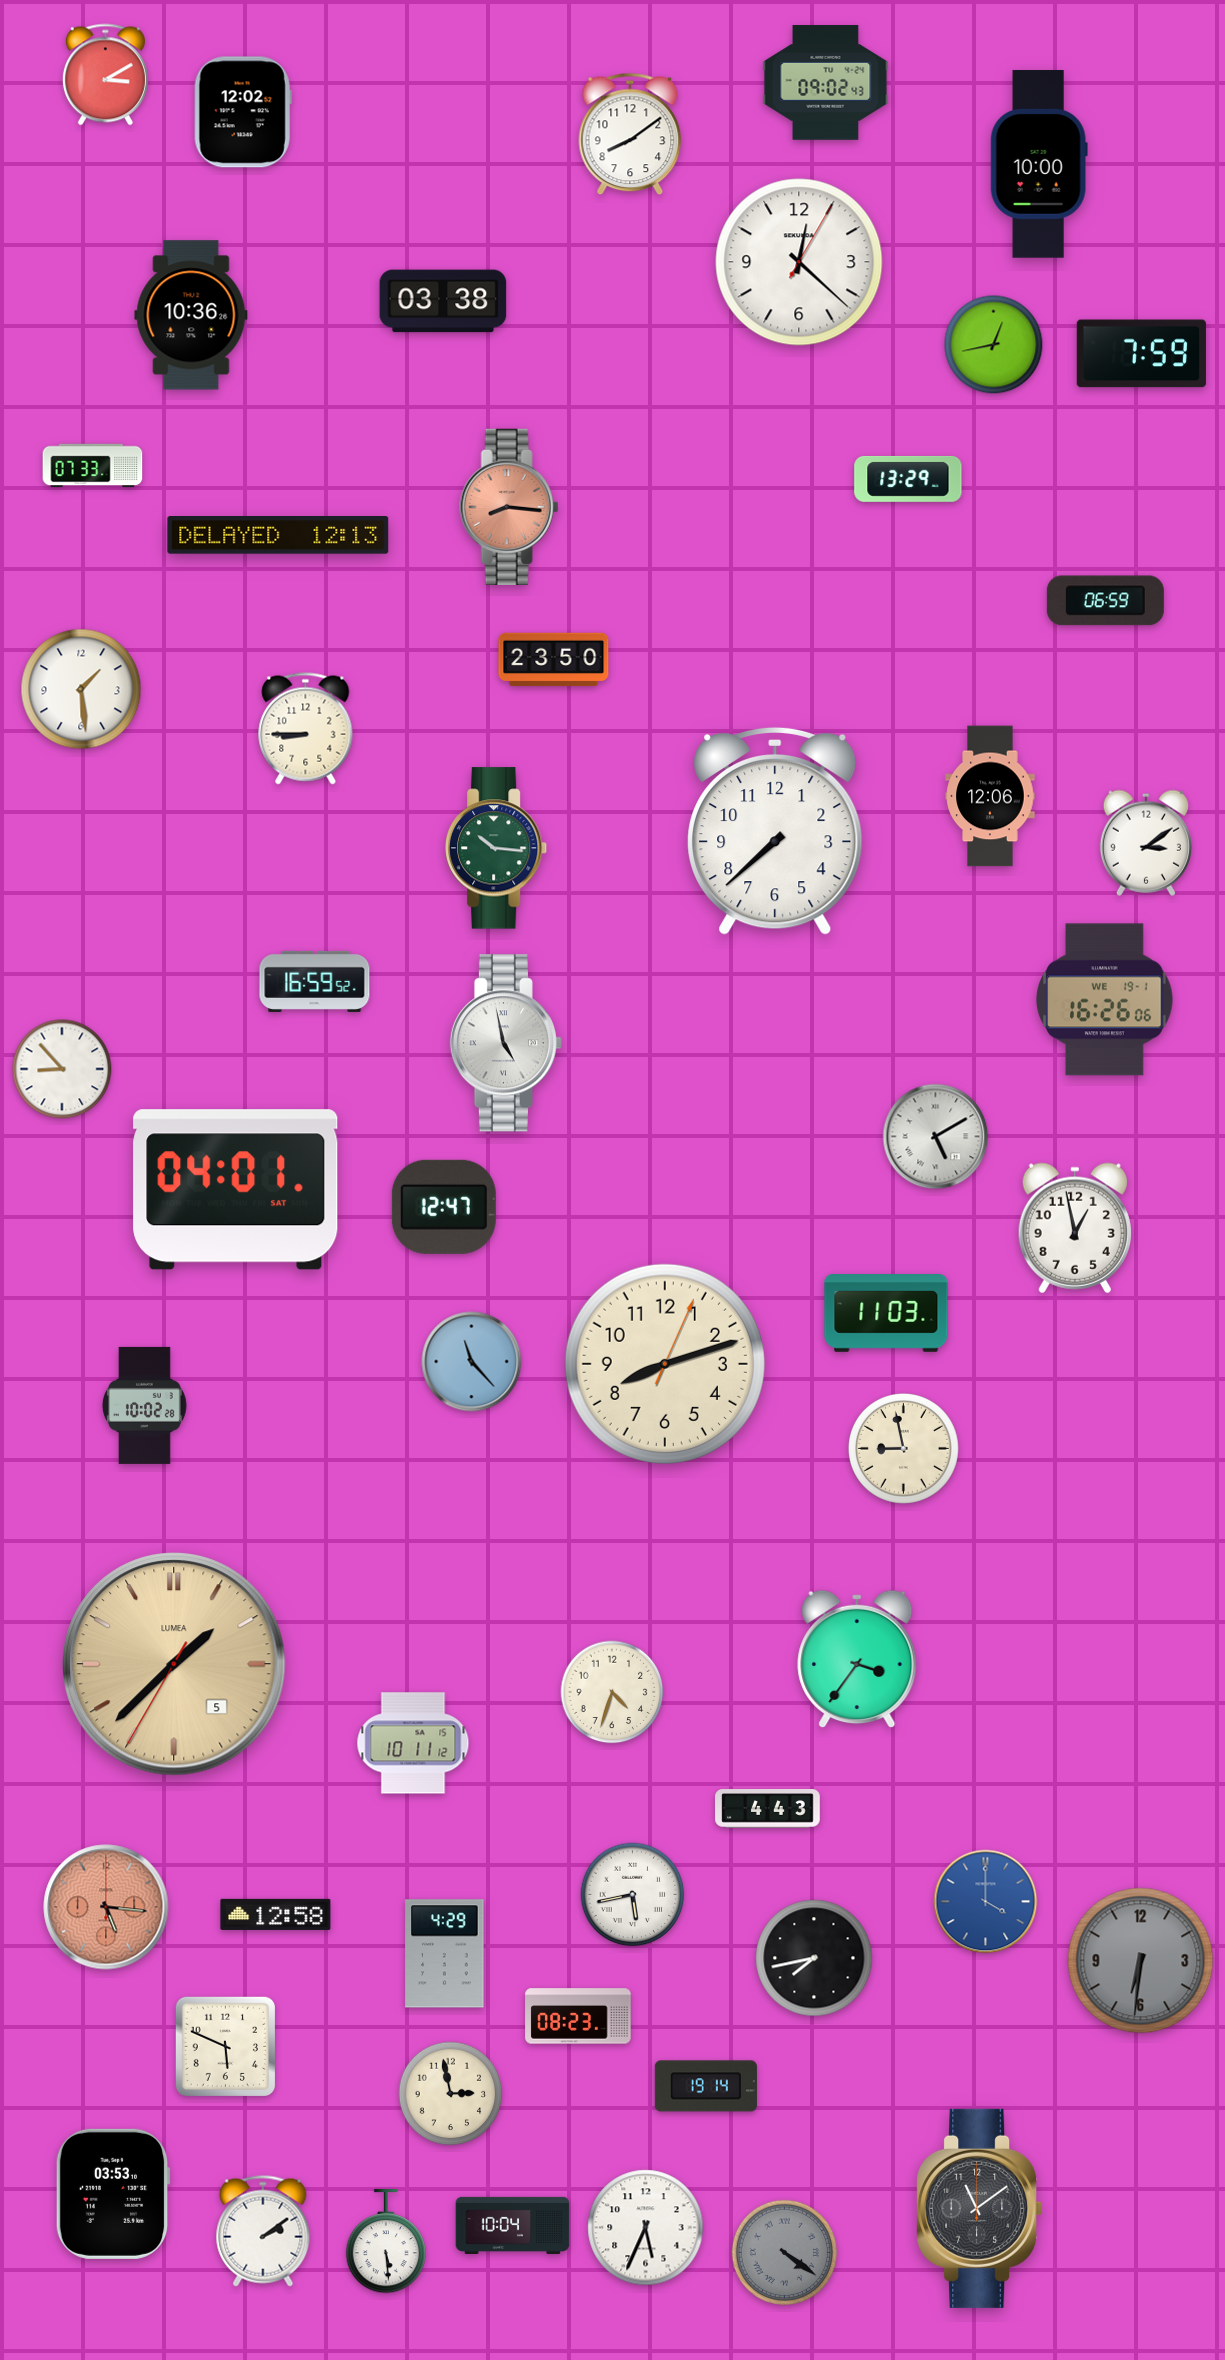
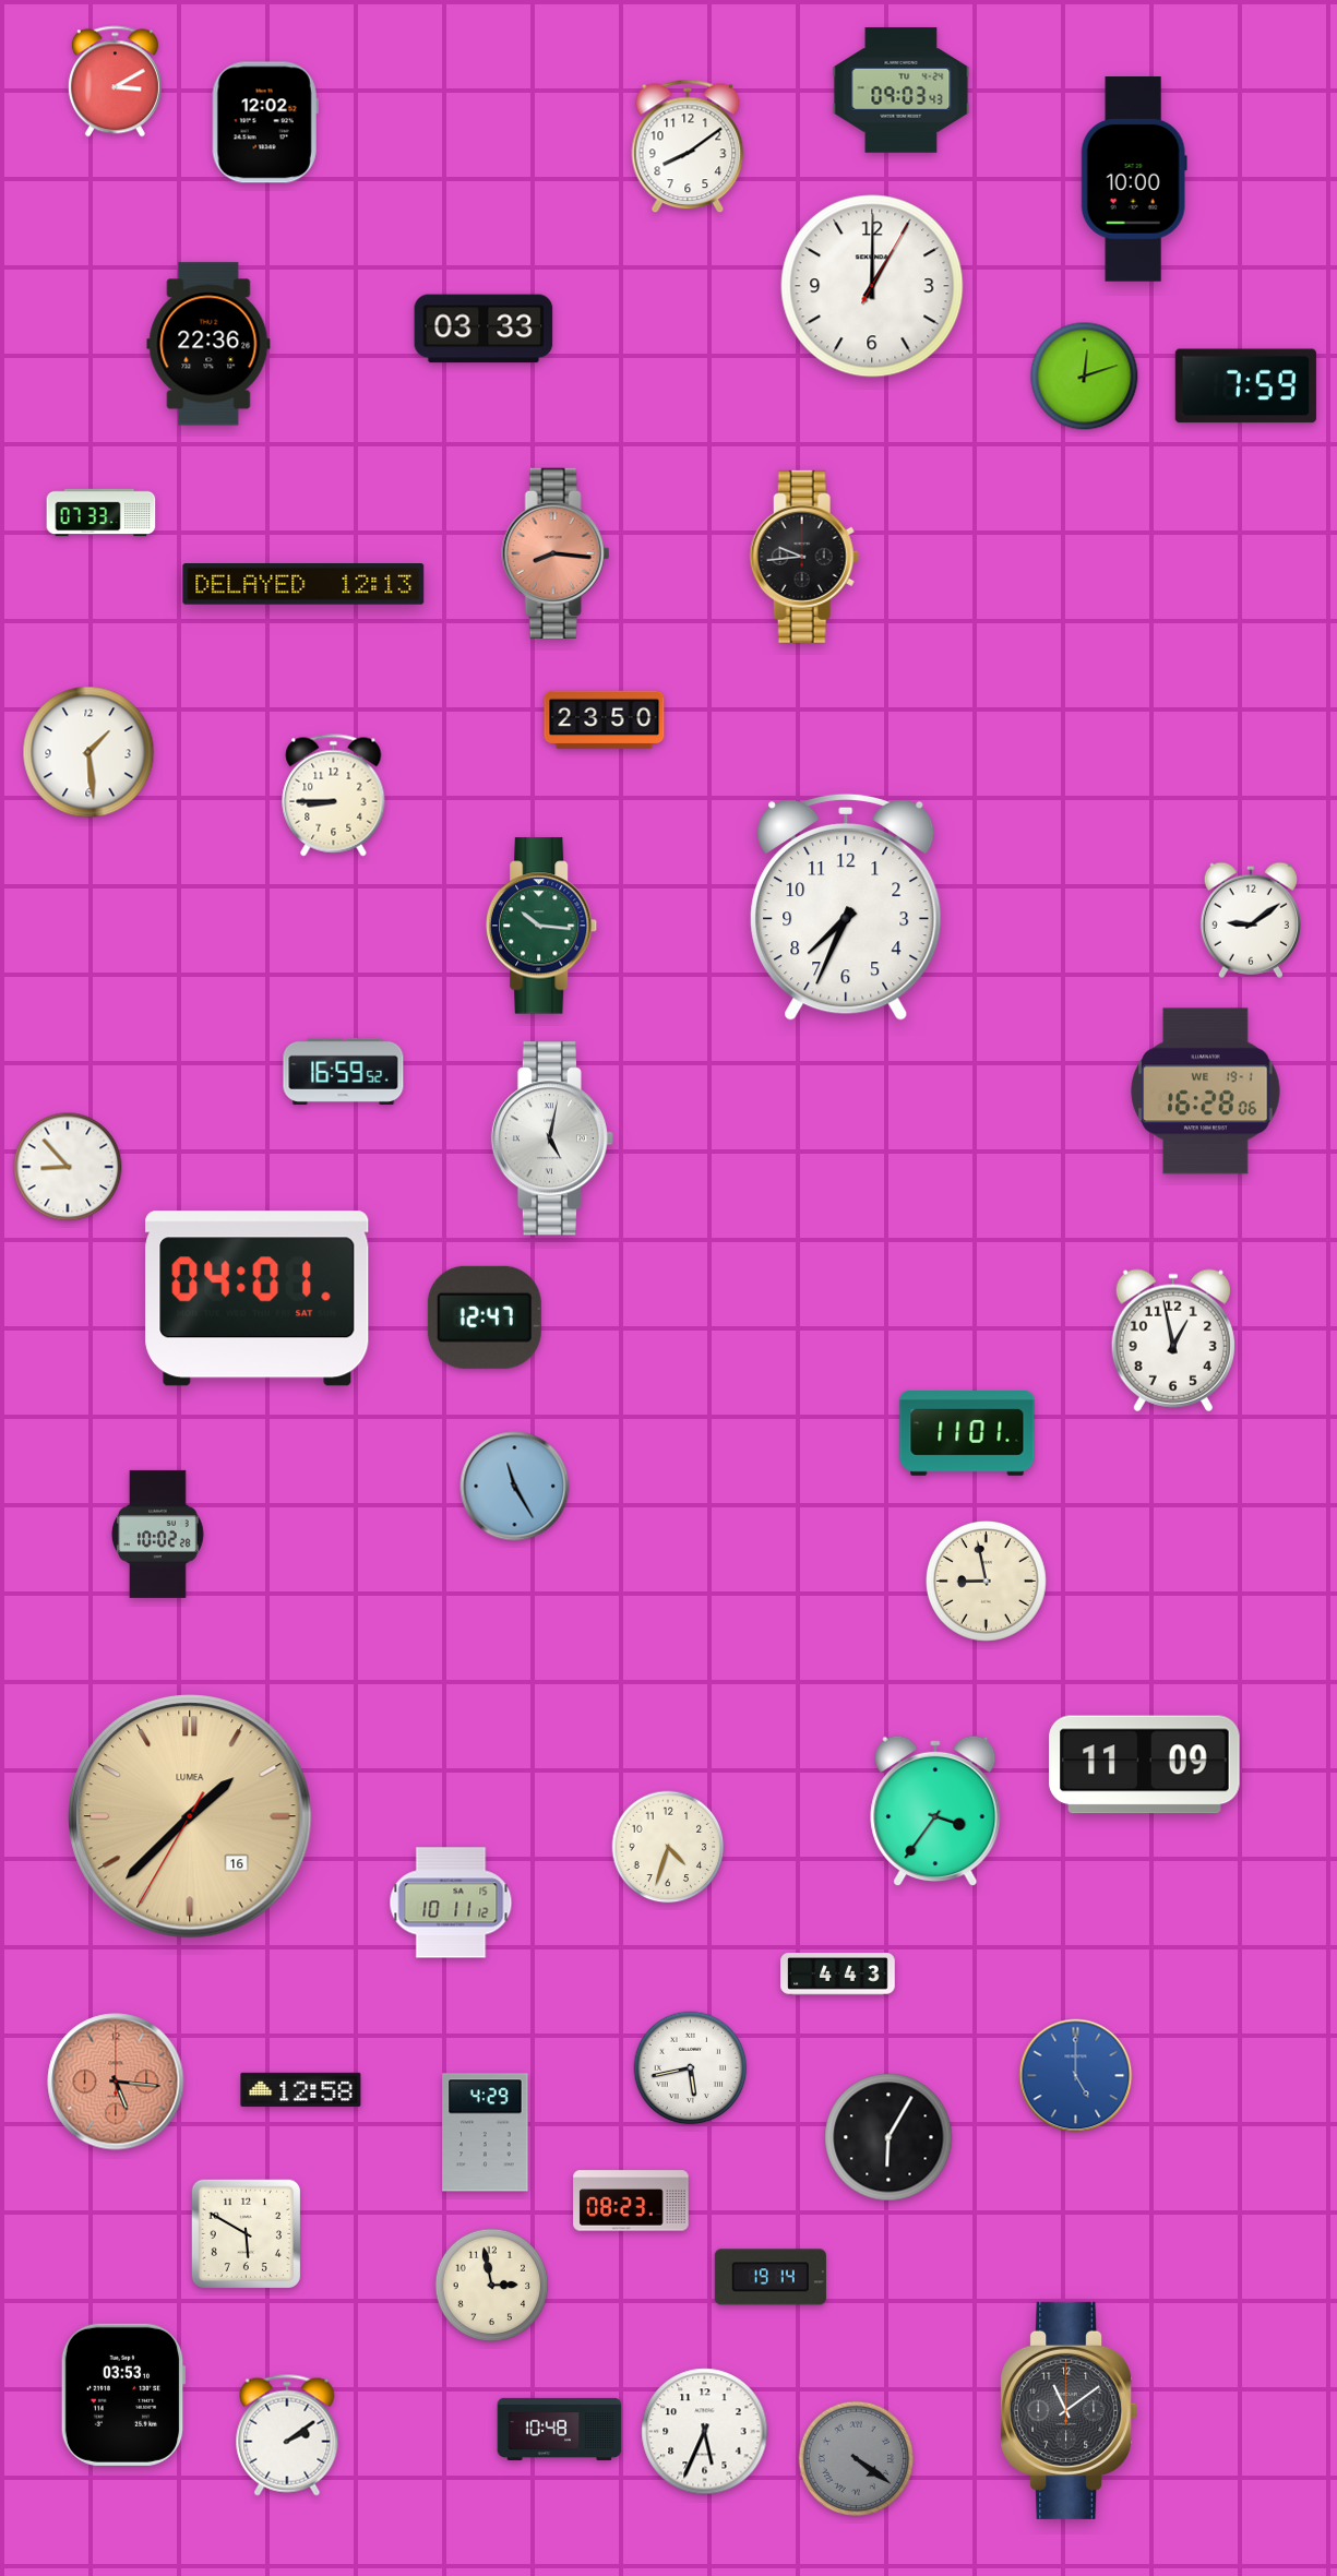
clock at (826, 83): 09:02 -> 09:03
clock at (799, 262): 12:22 -> 1:00
clock at (443, 301): 03:38 -> 03:33
clock at (191, 315): 10:36 -> 22:36
clock at (994, 345): 12:43 -> 12:12
clock at (93, 466) position: (93, 466) -> (102, 513)
clock at (908, 479): 13:29 -> none
clock at (804, 557): none -> 9:44
clock at (1105, 601): 06:59 -> none
clock at (990, 796): 12:06 -> none
clock at (775, 831): 7:38 -> 7:34
clock at (1146, 843): 3:09 -> 9:09
clock at (1105, 1000): 16:26 -> 16:28
clock at (506, 1043): 4:58 -> 5:02
clock at (936, 1137): 5:10 -> none
clock at (886, 1314): 11:03 -> 11:01
clock at (472, 1362): 11:23 -> 11:25
clock at (665, 1364): 8:12 -> none
clock at (1145, 1765): none -> 11:09
clock at (174, 1664) date: 5 -> 16
clock at (986, 1902): 4:00 -> 5:00
clock at (814, 1958): 7:43 -> 6:05
clock at (1141, 1961): 6:31 -> none
clock at (225, 2046): 5:49 -> 5:50
clock at (513, 2225): 10:04 -> 10:48
clock at (386, 2241): 5:29 -> none
